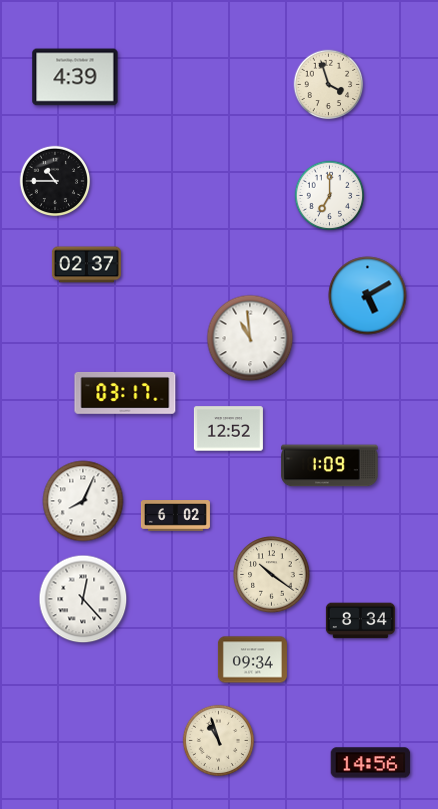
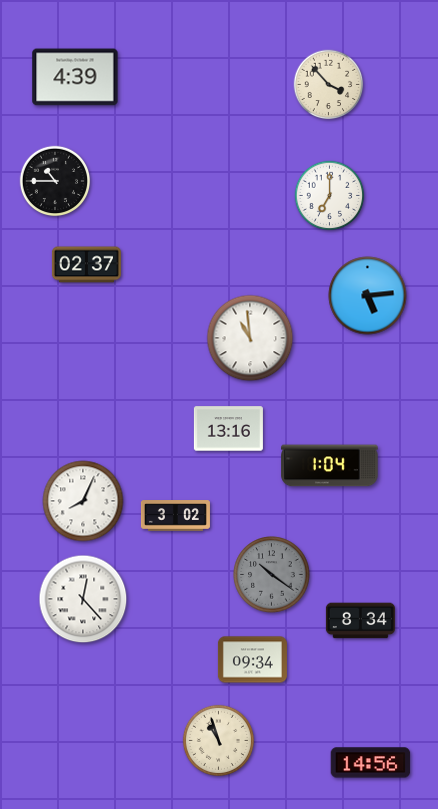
clock at (329, 85): 3:57 -> 3:53
clock at (368, 296): 5:10 -> 5:14
clock at (125, 393): 03:17 -> none
clock at (228, 429): 12:52 -> 13:16
clock at (330, 466): 1:09 -> 1:04
clock at (175, 516): 6:02 -> 3:02
clock at (272, 575) dial: cream -> grey
